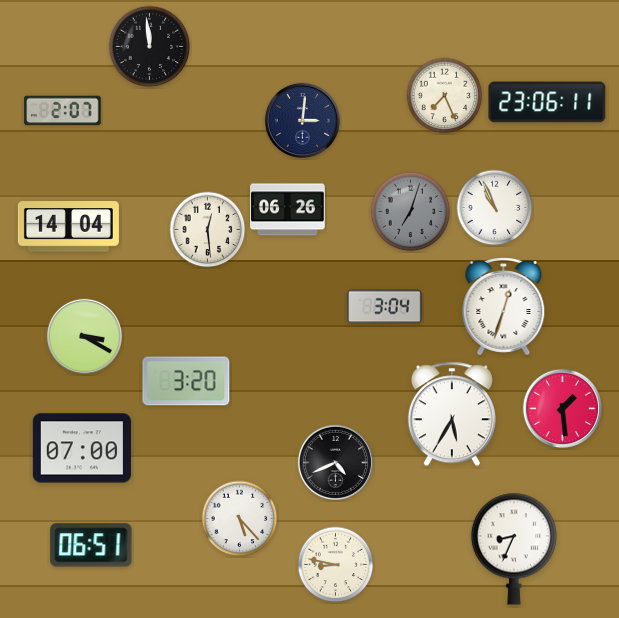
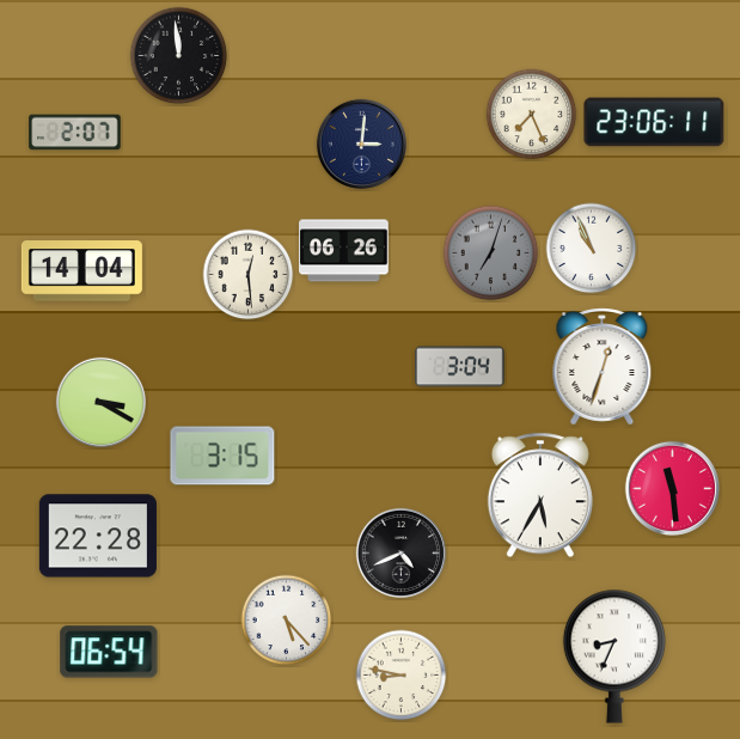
clock at (186, 381): 3:20 -> 3:15
clock at (562, 408): 1:29 -> 11:29
clock at (82, 448): 07:00 -> 22:28
clock at (91, 545): 06:51 -> 06:54
